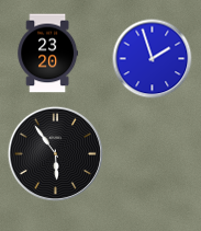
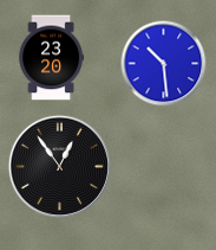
clock at (153, 59): 1:57 -> 10:29
clock at (55, 153): 5:54 -> 12:54
